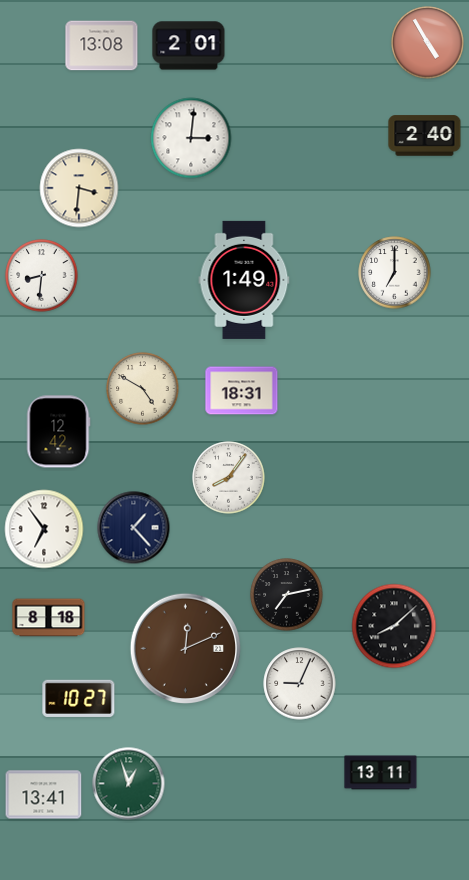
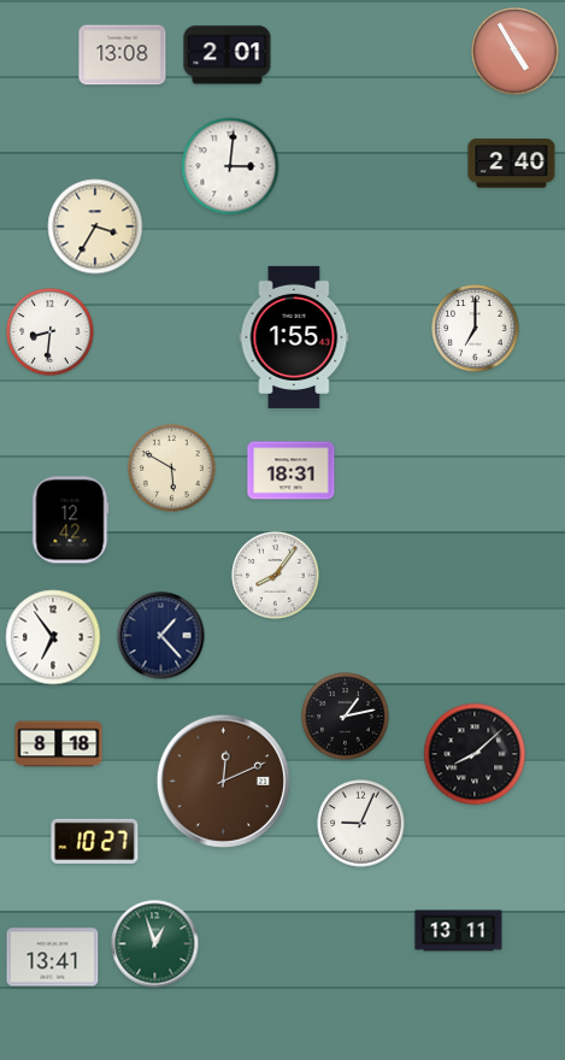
clock at (79, 188): 3:31 -> 3:35
clock at (244, 280): 1:49 -> 1:55
clock at (143, 389): 4:50 -> 5:50
clock at (287, 595): 7:13 -> 1:13
